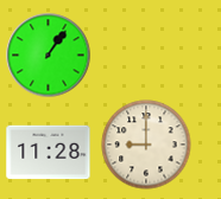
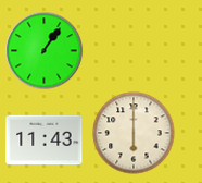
clock at (146, 145): 9:00 -> 6:00
clock at (49, 153): 11:28 -> 11:43
